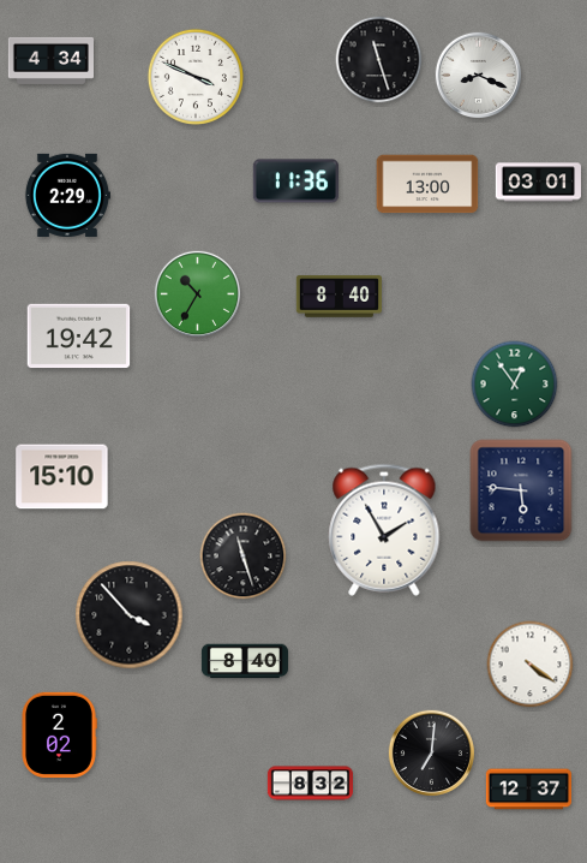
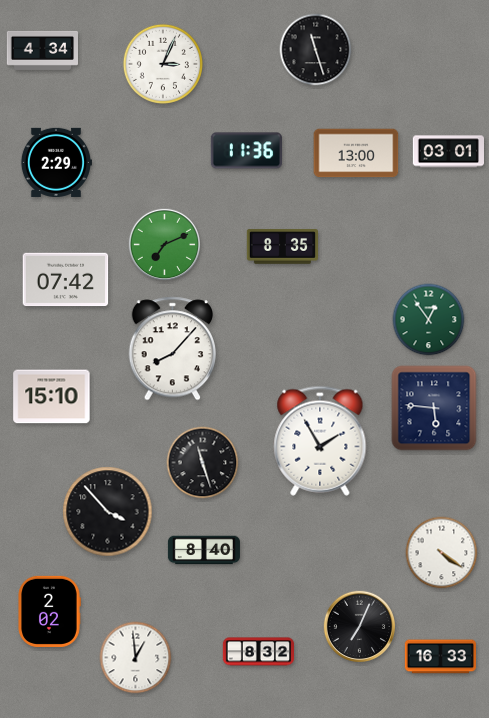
clock at (478, 75): 8:19 -> none
clock at (196, 77): 3:49 -> 3:04
clock at (197, 293): 10:35 -> 7:11
clock at (339, 297): 8:40 -> 8:35
clock at (79, 337): 19:42 -> 07:42
clock at (172, 349): none -> 8:07
clock at (431, 752): 7:01 -> 7:04
clock at (528, 790): 12:37 -> 16:33
clock at (136, 658): none -> 12:59
